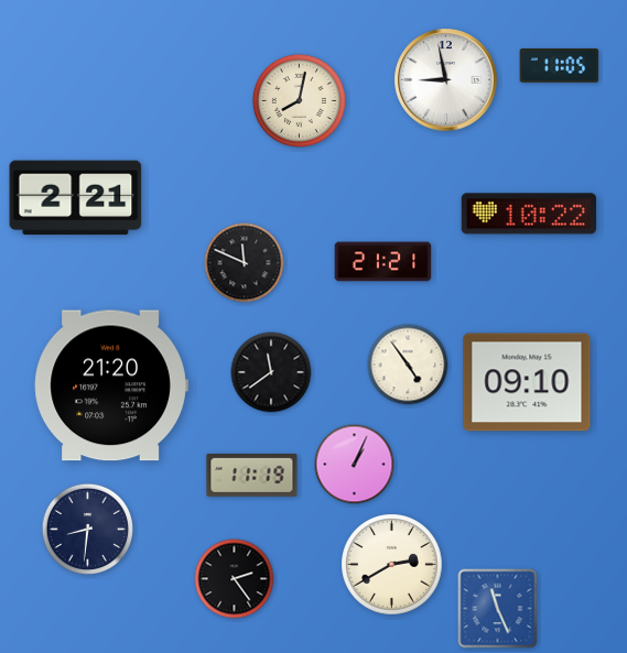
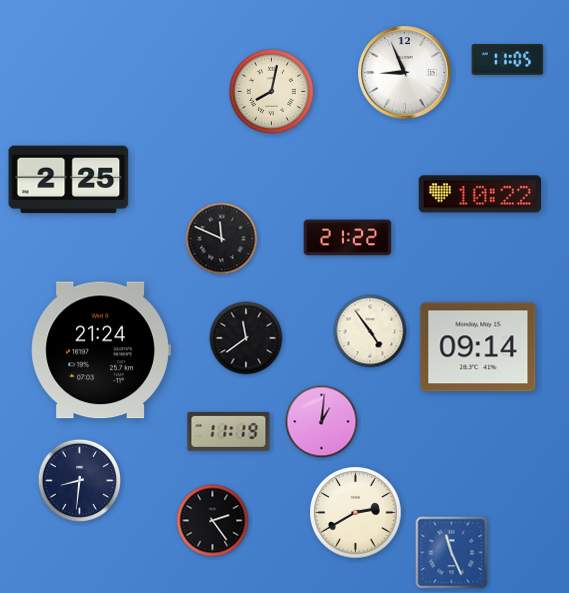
clock at (446, 80): 8:58 -> 8:56
clock at (76, 198): 2:21 -> 2:25
clock at (383, 262): 21:21 -> 21:22
clock at (527, 382): 09:10 -> 09:14
clock at (111, 385): 21:20 -> 21:24
clock at (355, 465): 1:04 -> 1:01
clock at (235, 579) position: (235, 579) -> (213, 521)
